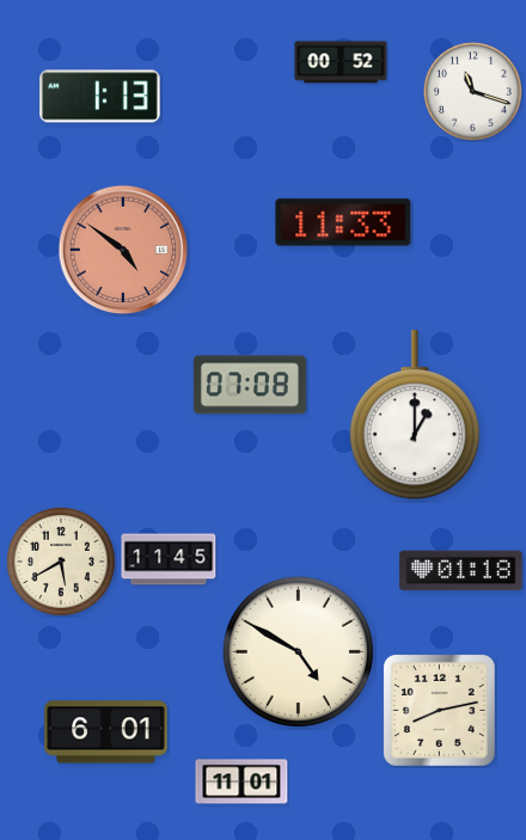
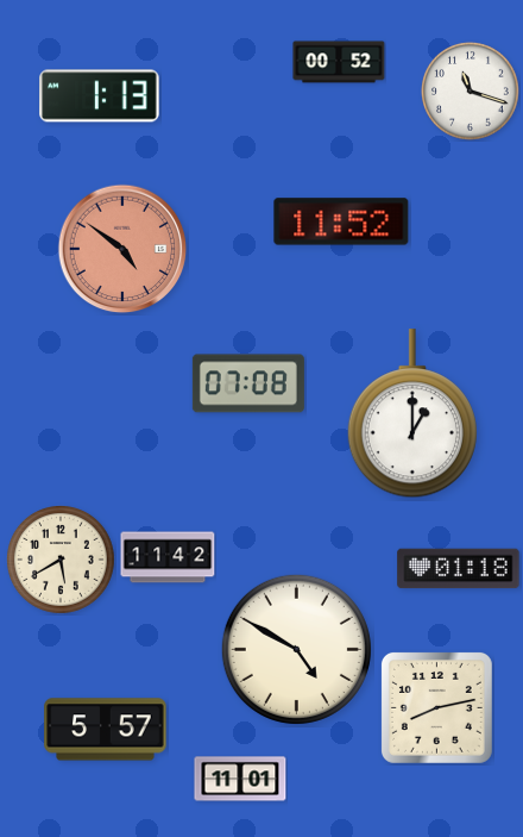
clock at (343, 222): 11:33 -> 11:52
clock at (169, 559): 11:45 -> 11:42
clock at (106, 732): 6:01 -> 5:57
